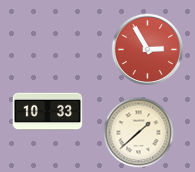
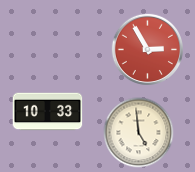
clock at (139, 133): 1:38 -> 4:59
